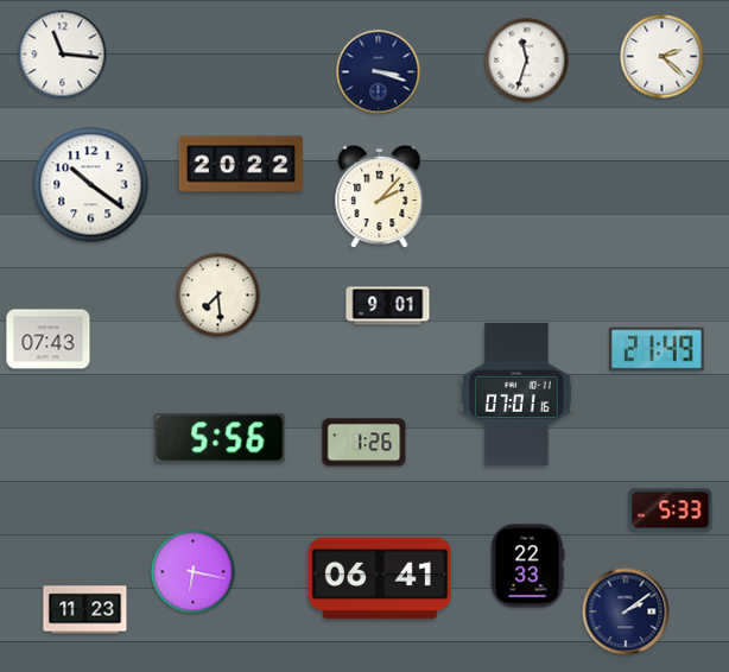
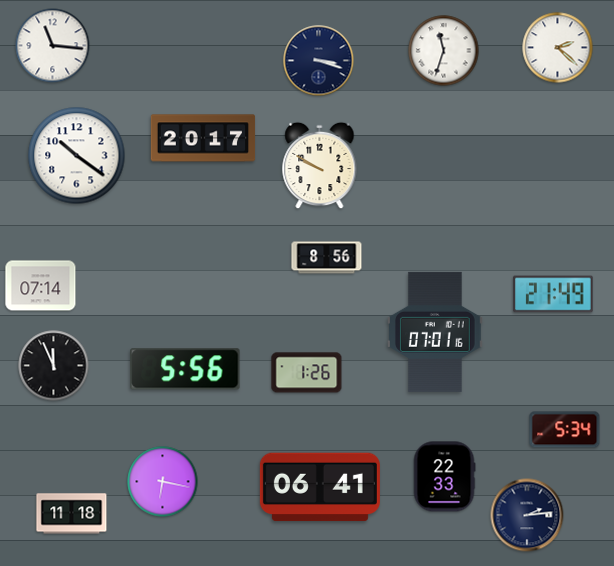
clock at (241, 164): 20:22 -> 20:17
clock at (380, 197): 2:07 -> 9:50
clock at (218, 296): 7:29 -> none
clock at (388, 306): 9:01 -> 8:56
clock at (49, 340): 07:43 -> 07:14
clock at (54, 366): none -> 11:56
clock at (671, 511): 5:33 -> 5:34
clock at (85, 610): 11:23 -> 11:18
clock at (626, 611): 2:09 -> 2:14
